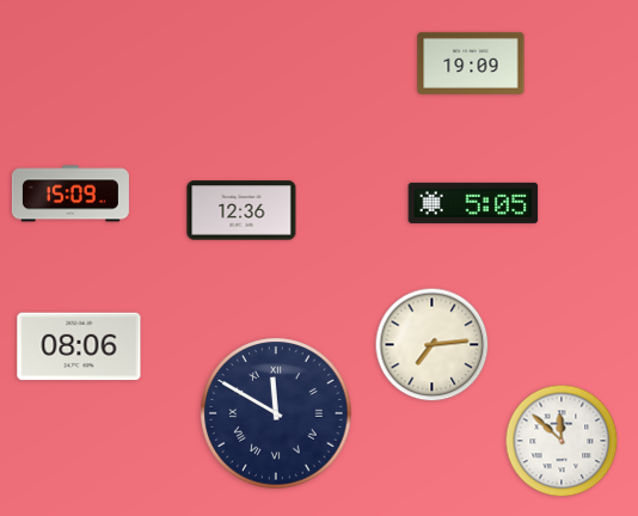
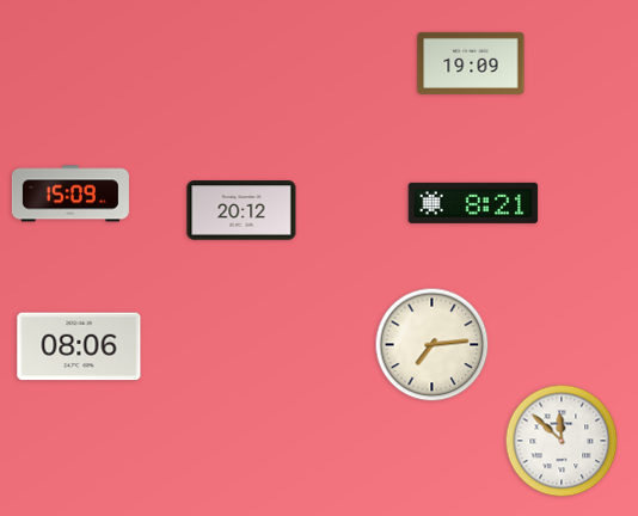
clock at (473, 203): 5:05 -> 8:21
clock at (241, 210): 12:36 -> 20:12
clock at (276, 413): 11:50 -> none
